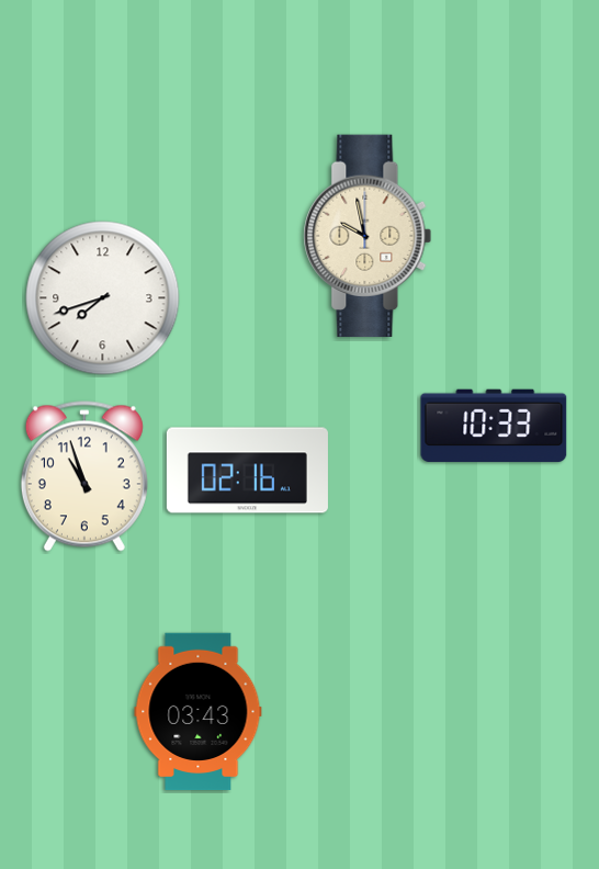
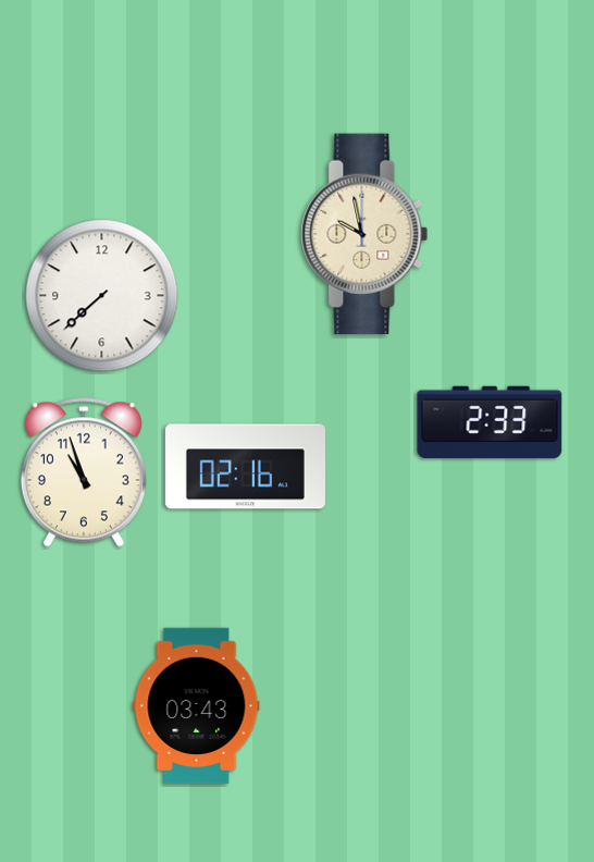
clock at (103, 298): 7:42 -> 7:38
clock at (494, 426): 10:33 -> 2:33
